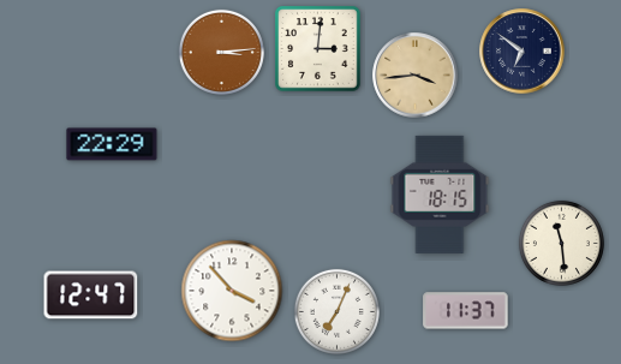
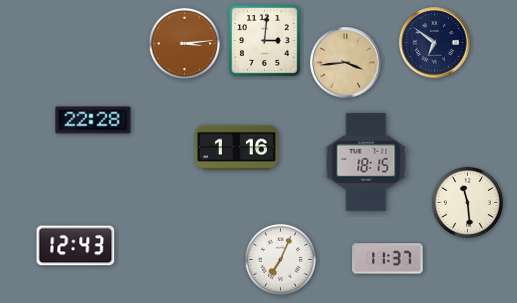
clock at (112, 144): 22:29 -> 22:28
clock at (236, 148): none -> 1:16
clock at (232, 291): 3:53 -> none
clock at (91, 296): 12:47 -> 12:43
